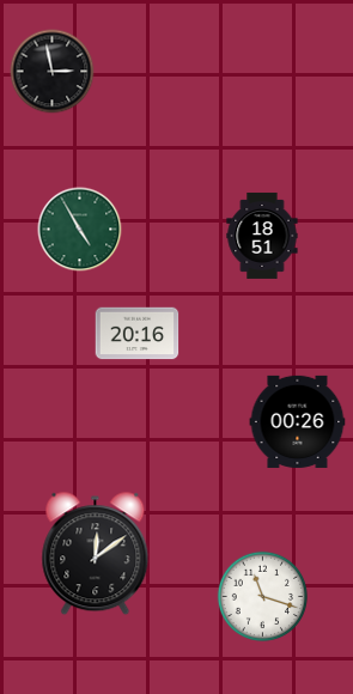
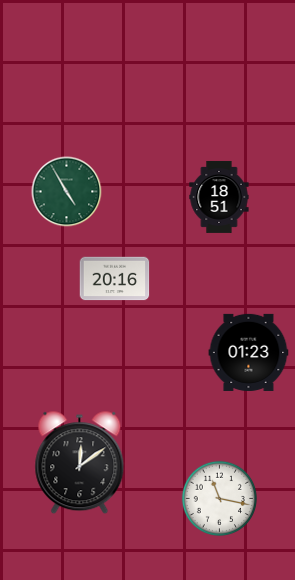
clock at (53, 72): 2:58 -> none
clock at (298, 421): 00:26 -> 01:23
clock at (263, 597): 11:18 -> 11:17
